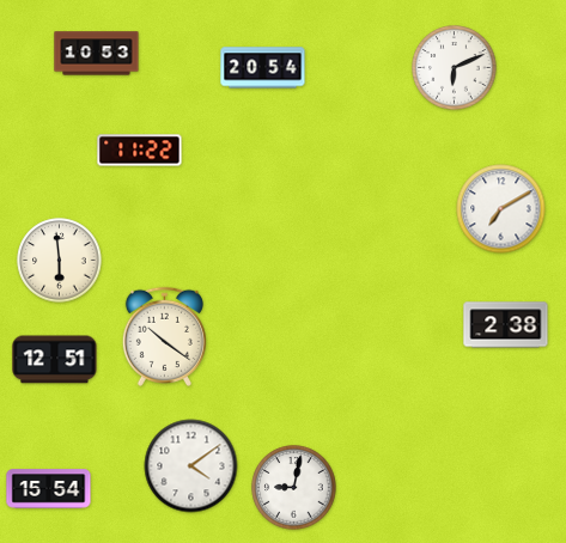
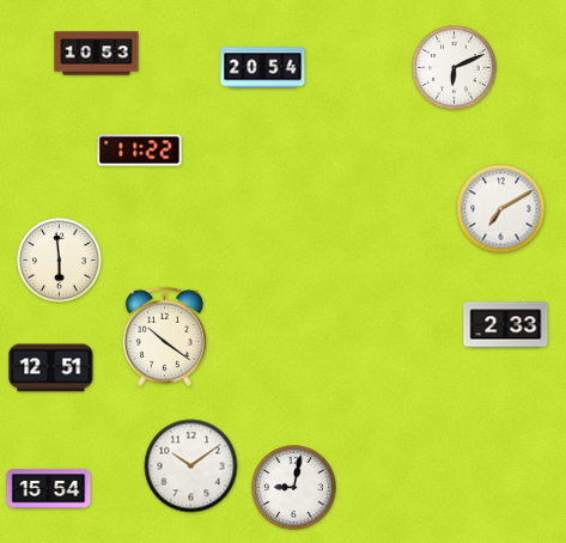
clock at (506, 325): 2:38 -> 2:33
clock at (55, 360) position: (55, 360) -> (51, 368)
clock at (191, 466): 4:09 -> 10:09
